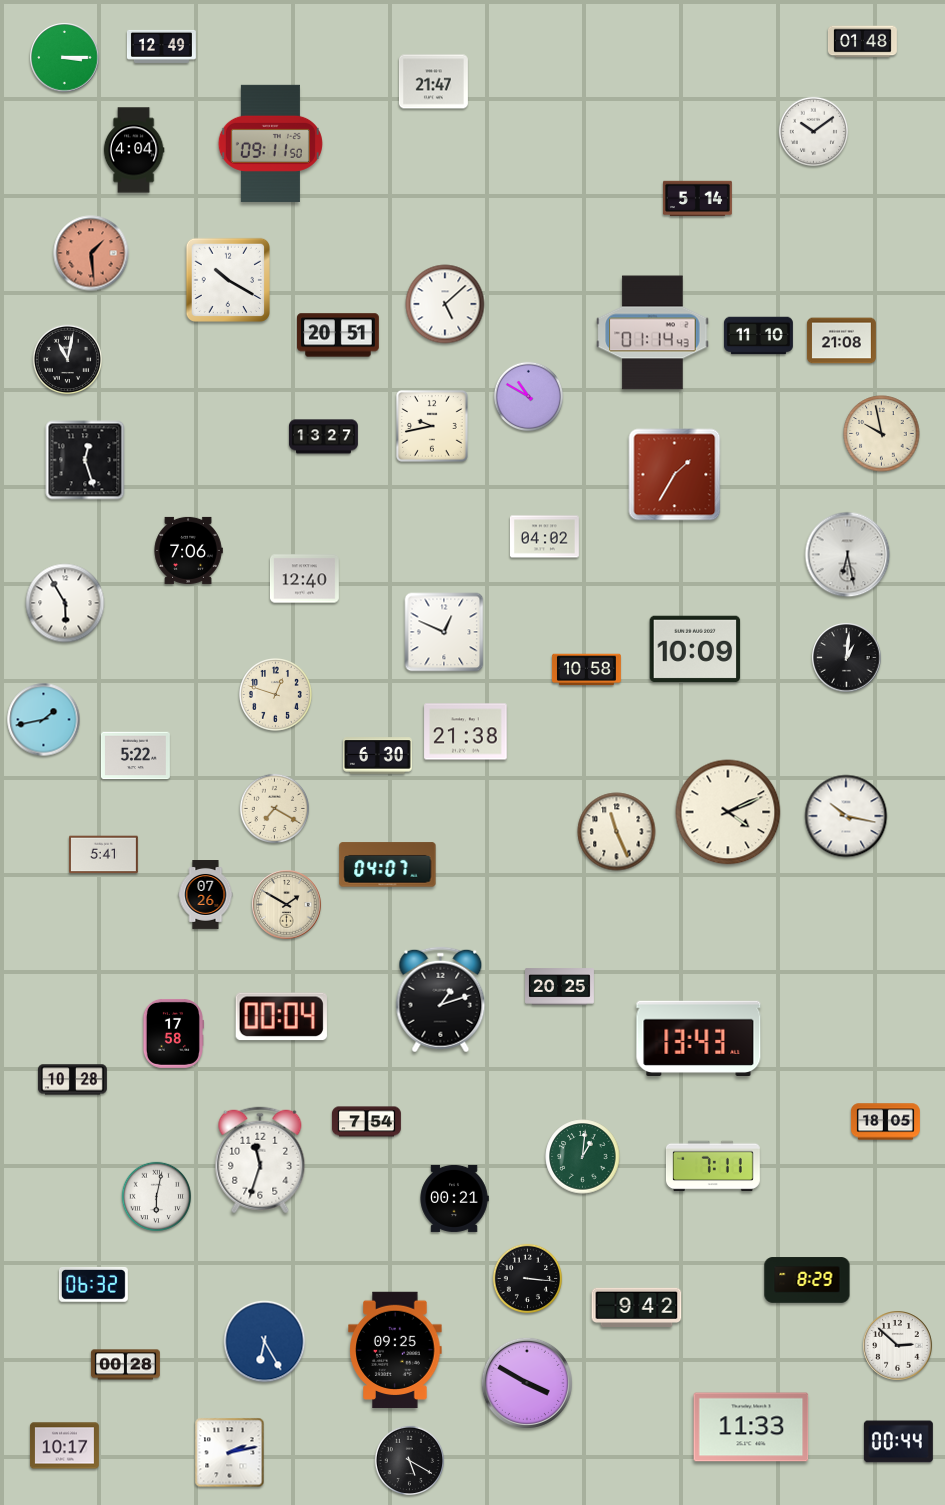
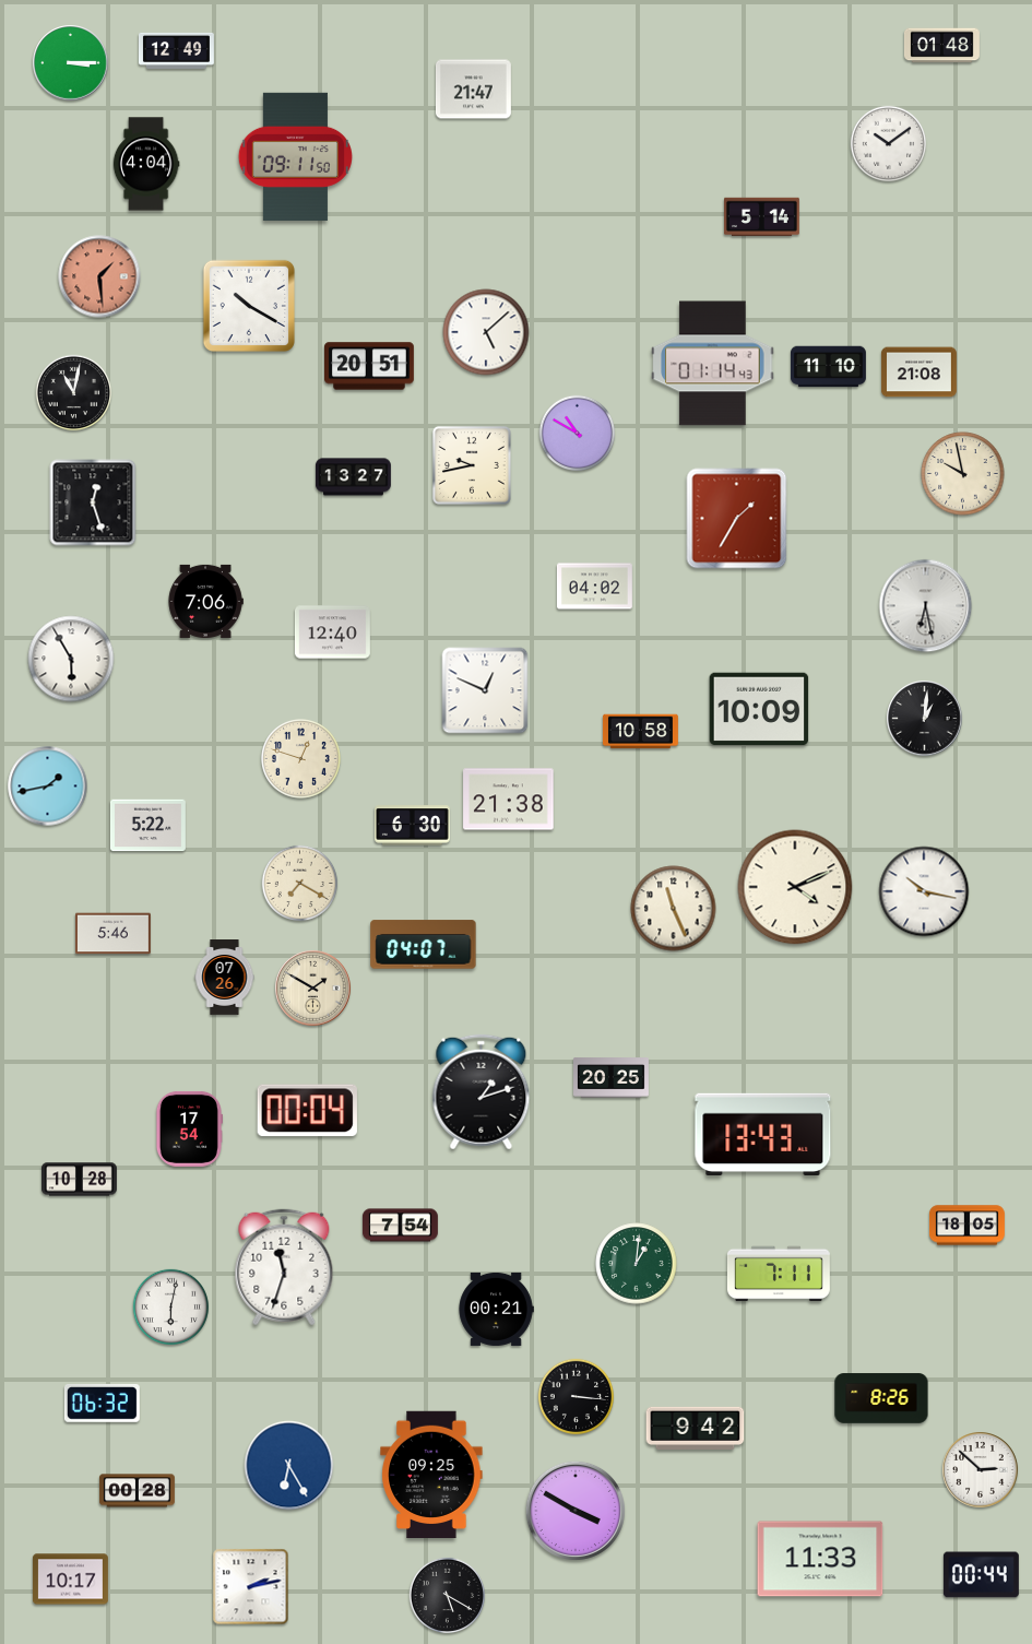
clock at (103, 855): 5:41 -> 5:46
clock at (173, 1033): 17:58 -> 17:54
clock at (807, 1280): 8:29 -> 8:26
